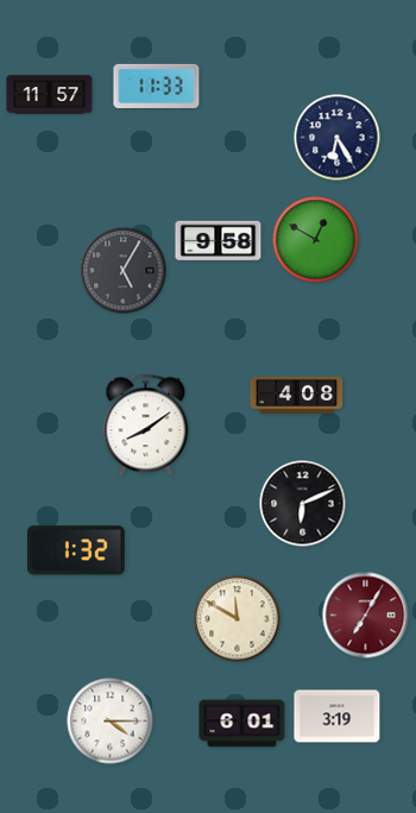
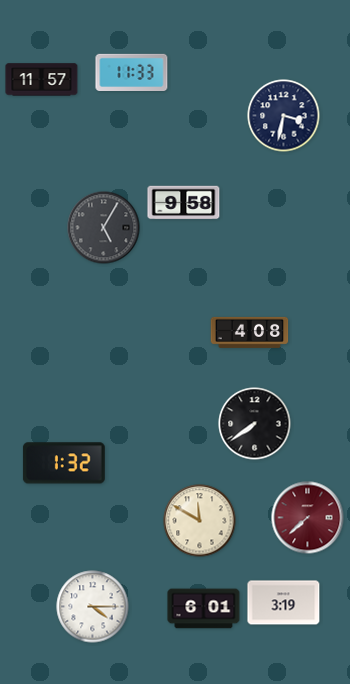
clock at (338, 138): 6:25 -> 3:32
clock at (316, 240): 12:50 -> none
clock at (146, 426): 8:09 -> none
clock at (303, 504): 6:11 -> 7:39
clock at (366, 616): 7:05 -> 7:38
